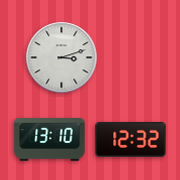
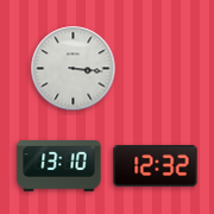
clock at (62, 58): 3:12 -> 3:16
